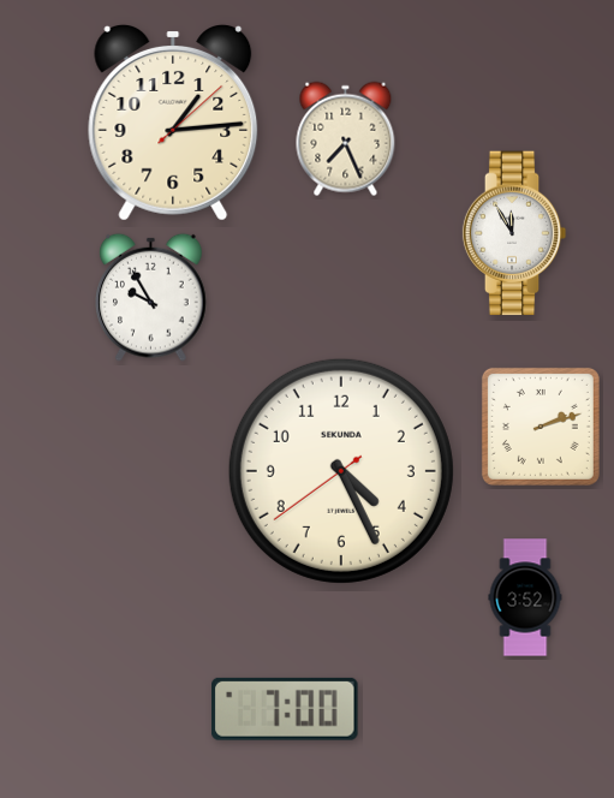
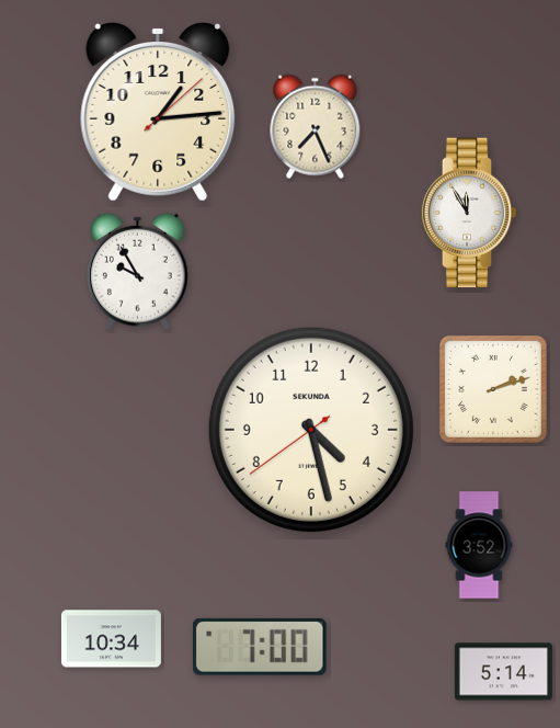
clock at (341, 471): 4:25 -> 4:27
clock at (111, 639): none -> 10:34
clock at (503, 672): none -> 5:14
